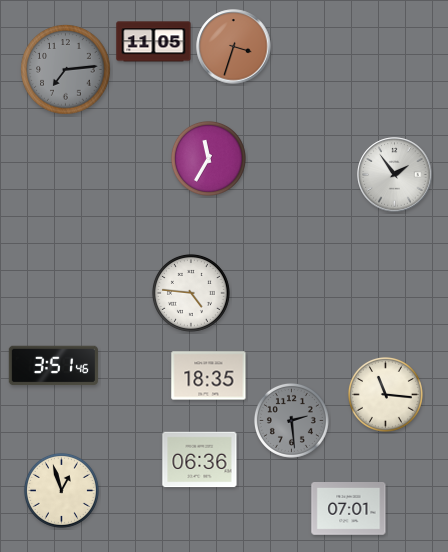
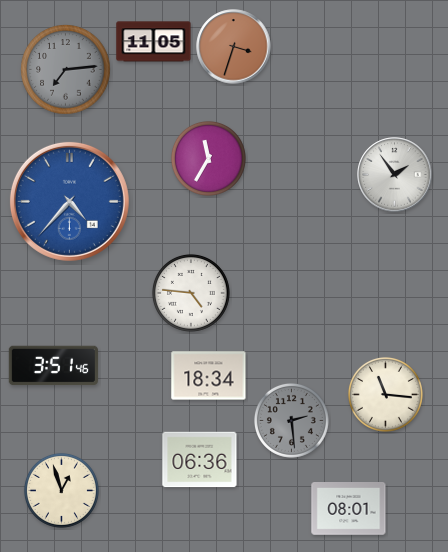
clock at (69, 201): none -> 4:37
clock at (209, 376): 18:35 -> 18:34
clock at (349, 509): 07:01 -> 08:01
